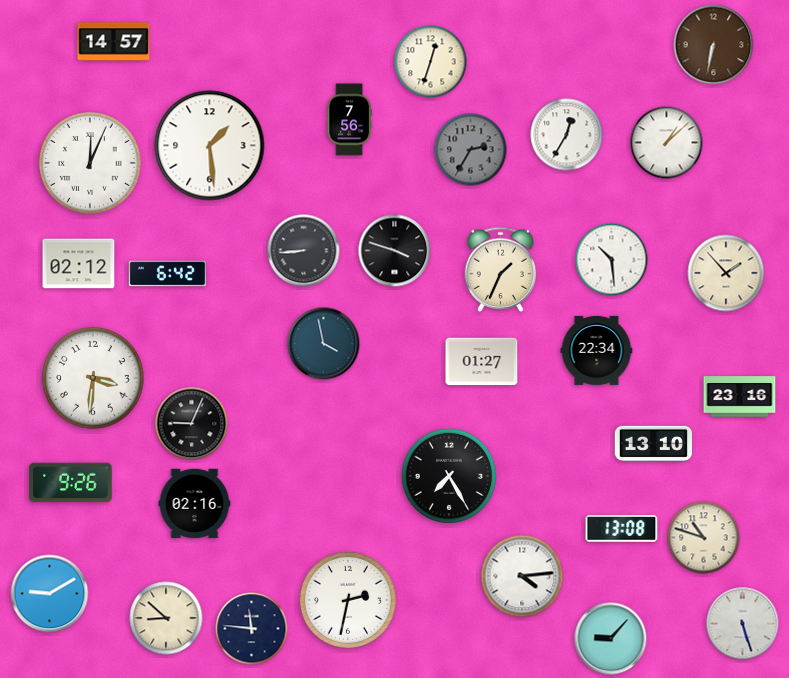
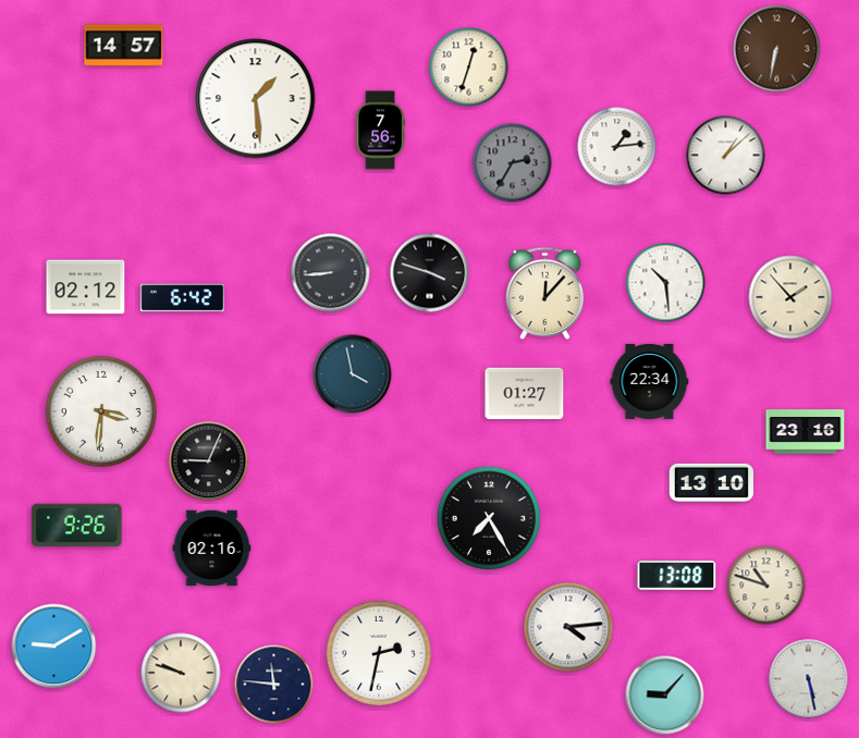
clock at (567, 135): 12:35 -> 1:14
clock at (210, 146) position: (210, 146) -> (256, 99)
clock at (90, 163): 12:04 -> none
clock at (501, 269): 1:34 -> 12:07
clock at (166, 618): 8:52 -> 9:48
clock at (743, 624): 5:27 -> 5:28
